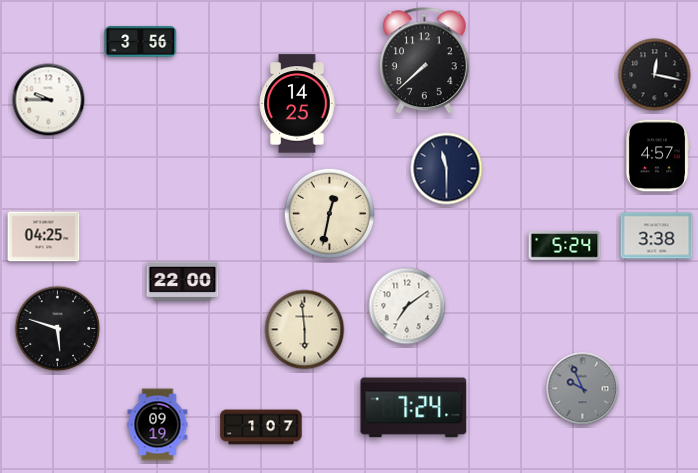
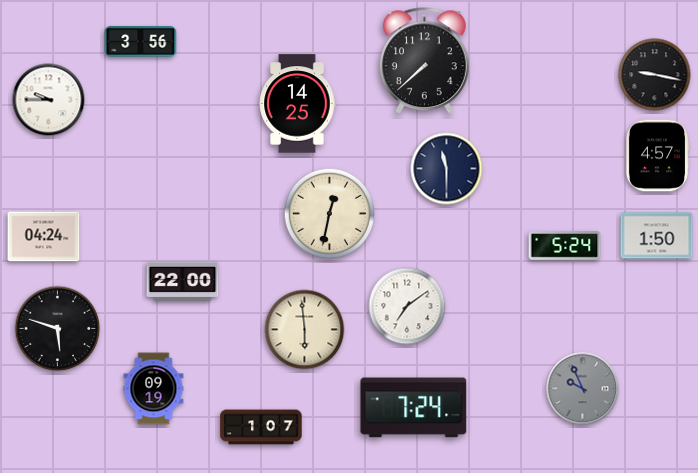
clock at (655, 75): 12:17 -> 9:17
clock at (657, 236): 3:38 -> 1:50
clock at (44, 237): 04:25 -> 04:24
clock at (158, 425) position: (158, 425) -> (154, 389)
